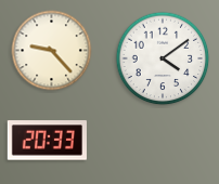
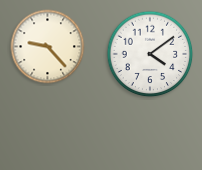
clock at (47, 141): 20:33 -> none
